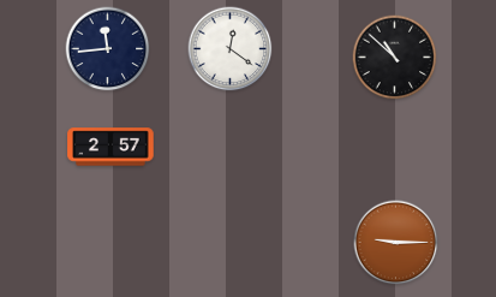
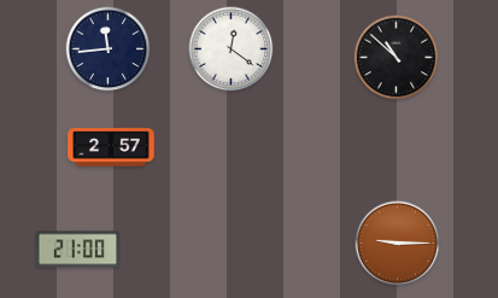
clock at (77, 250): none -> 21:00
